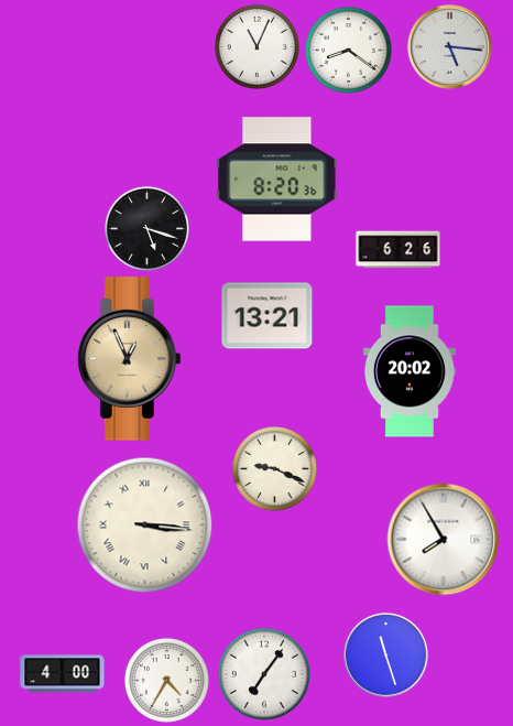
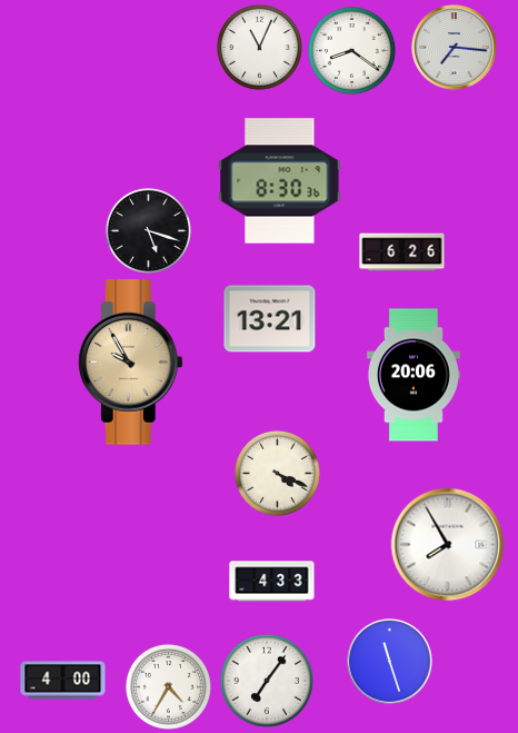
clock at (450, 47): 5:16 -> 7:16
clock at (277, 180): 8:20 -> 8:30
clock at (129, 359): 12:56 -> 9:55
clock at (410, 371): 20:02 -> 20:06
clock at (274, 468): 9:19 -> 4:19
clock at (145, 525): 3:16 -> none
clock at (272, 582): none -> 4:33
